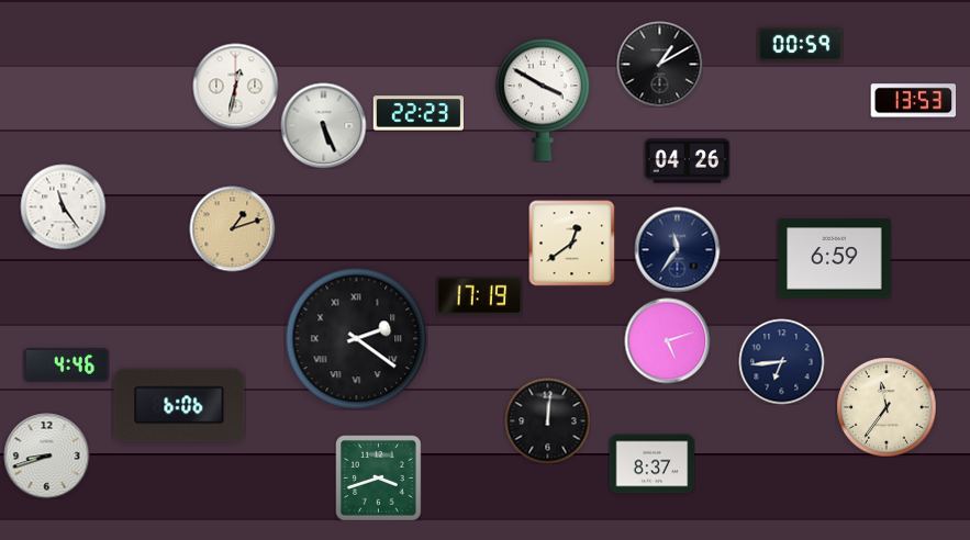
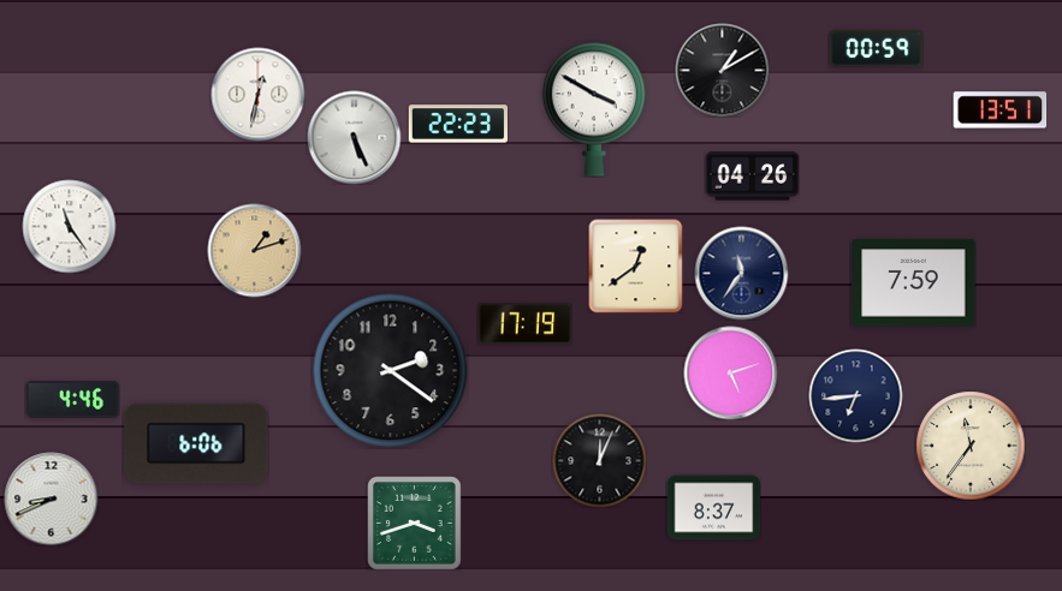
clock at (913, 101): 13:53 -> 13:51
clock at (571, 243) position: (571, 243) -> (635, 265)
clock at (835, 259): 6:59 -> 7:59
clock at (356, 338) numerals: Roman -> Arabic
clock at (547, 420): 12:01 -> 12:04
clock at (46, 455): 8:42 -> 8:41
